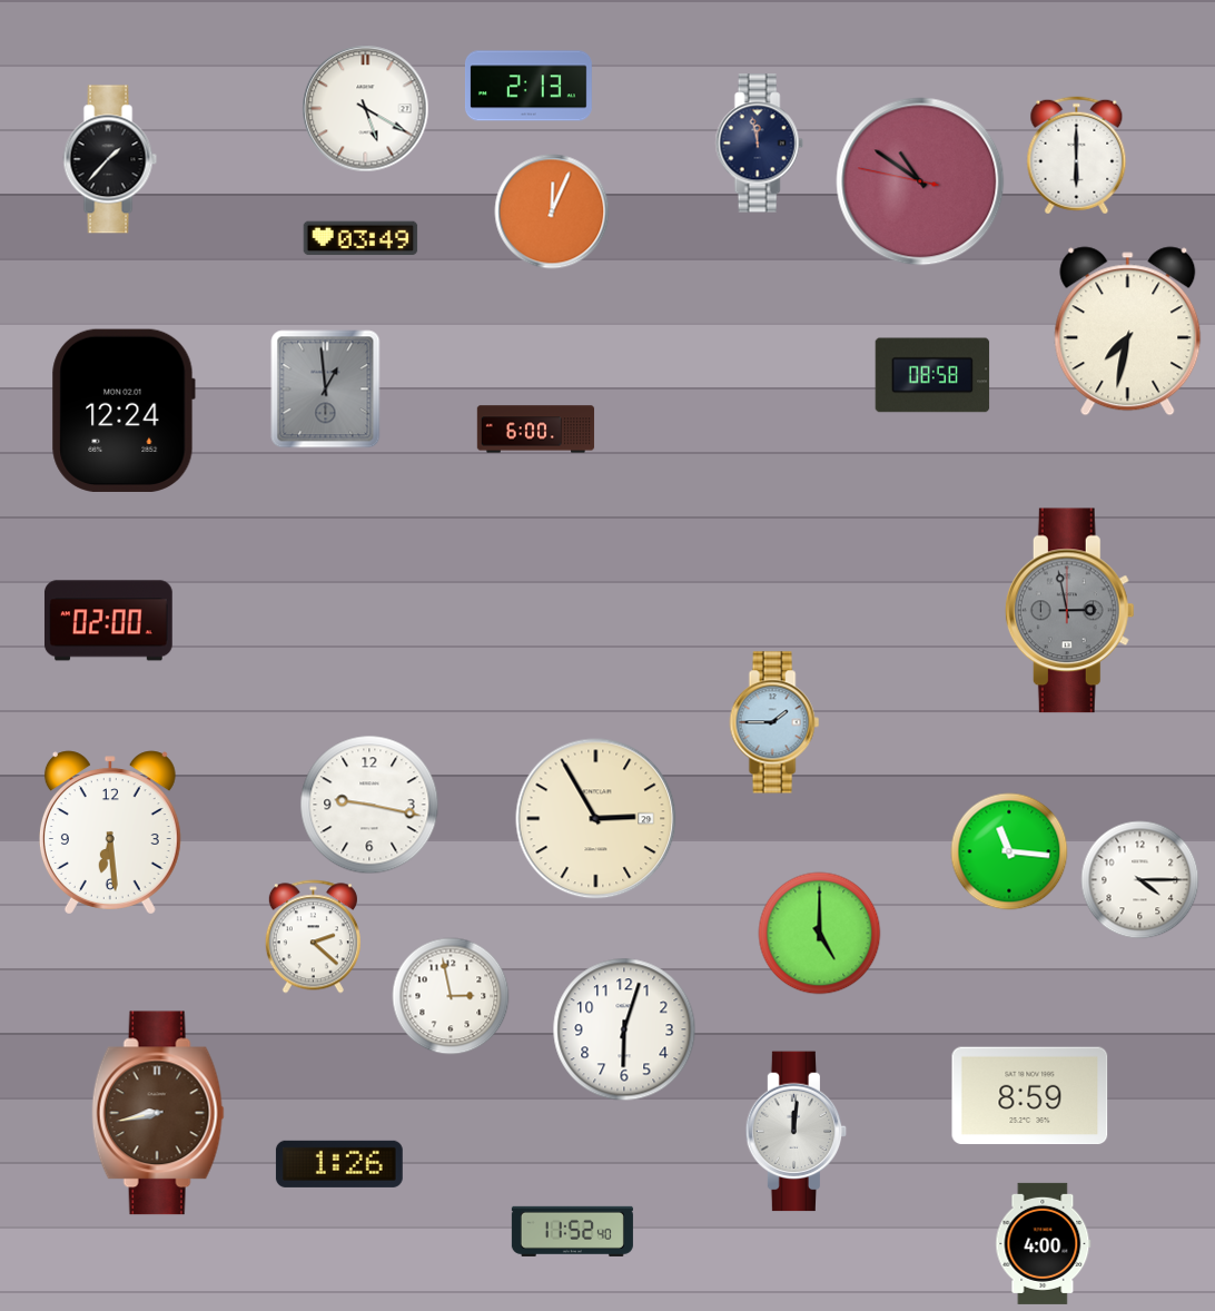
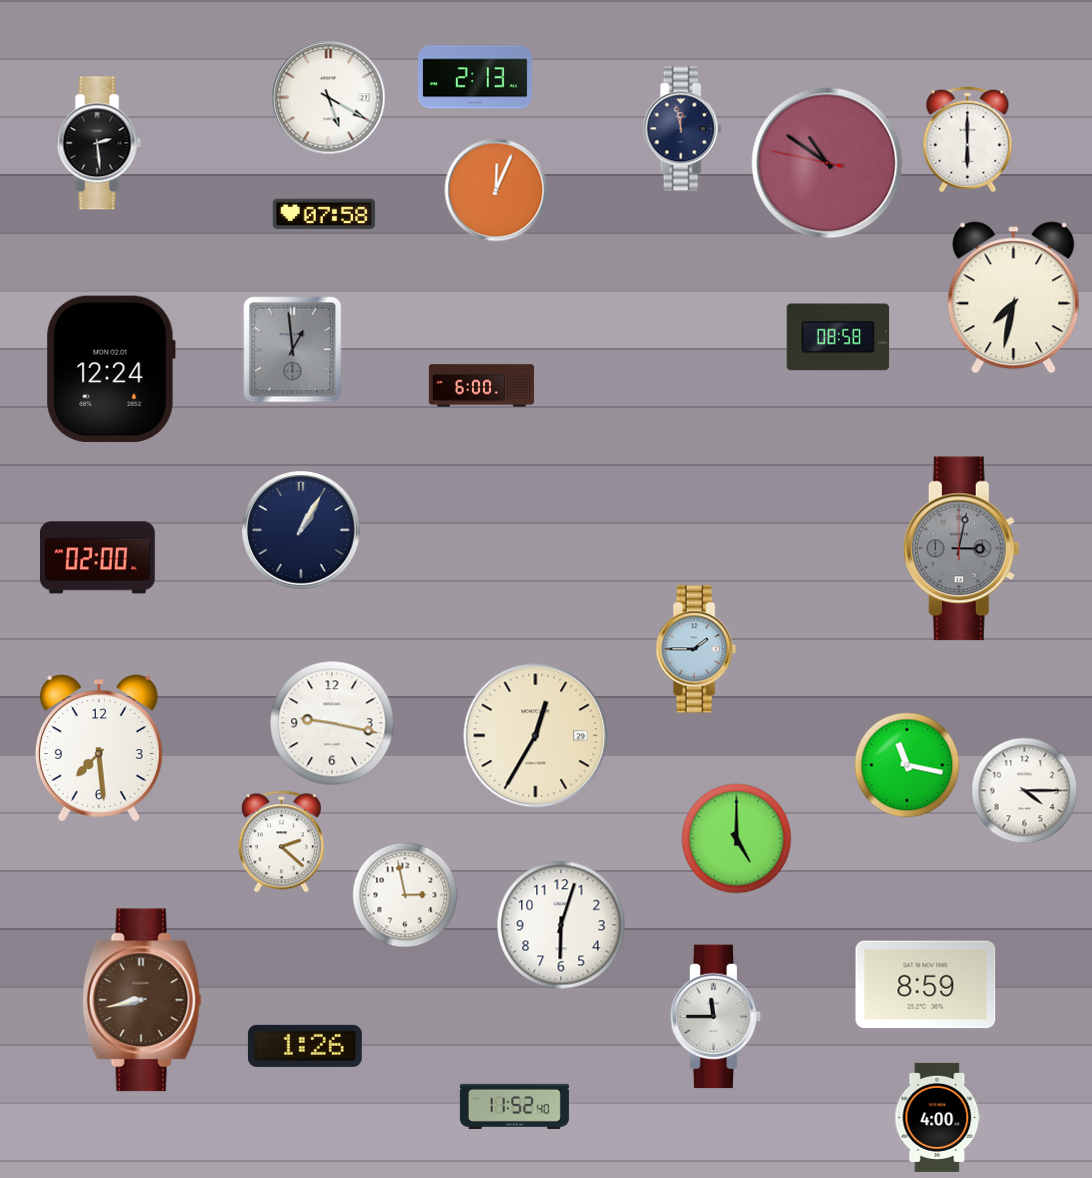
clock at (110, 159): 1:37 -> 2:29
clock at (360, 238): 03:49 -> 07:58
clock at (301, 530): none -> 1:05
clock at (1069, 611): 2:58 -> 3:02
clock at (596, 819): 2:55 -> 12:35
clock at (110, 832): 6:29 -> 7:29
clock at (1009, 851): 11:16 -> 11:17
clock at (797, 1132): 12:01 -> 11:45
